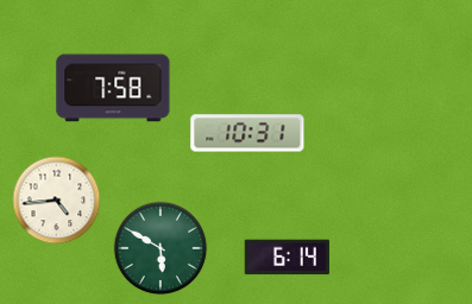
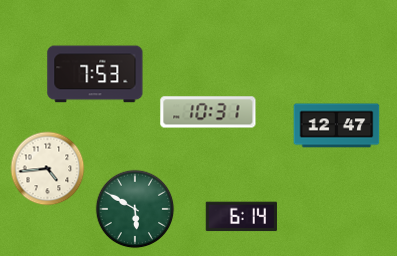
clock at (113, 88): 7:58 -> 7:53
clock at (337, 126): none -> 12:47
